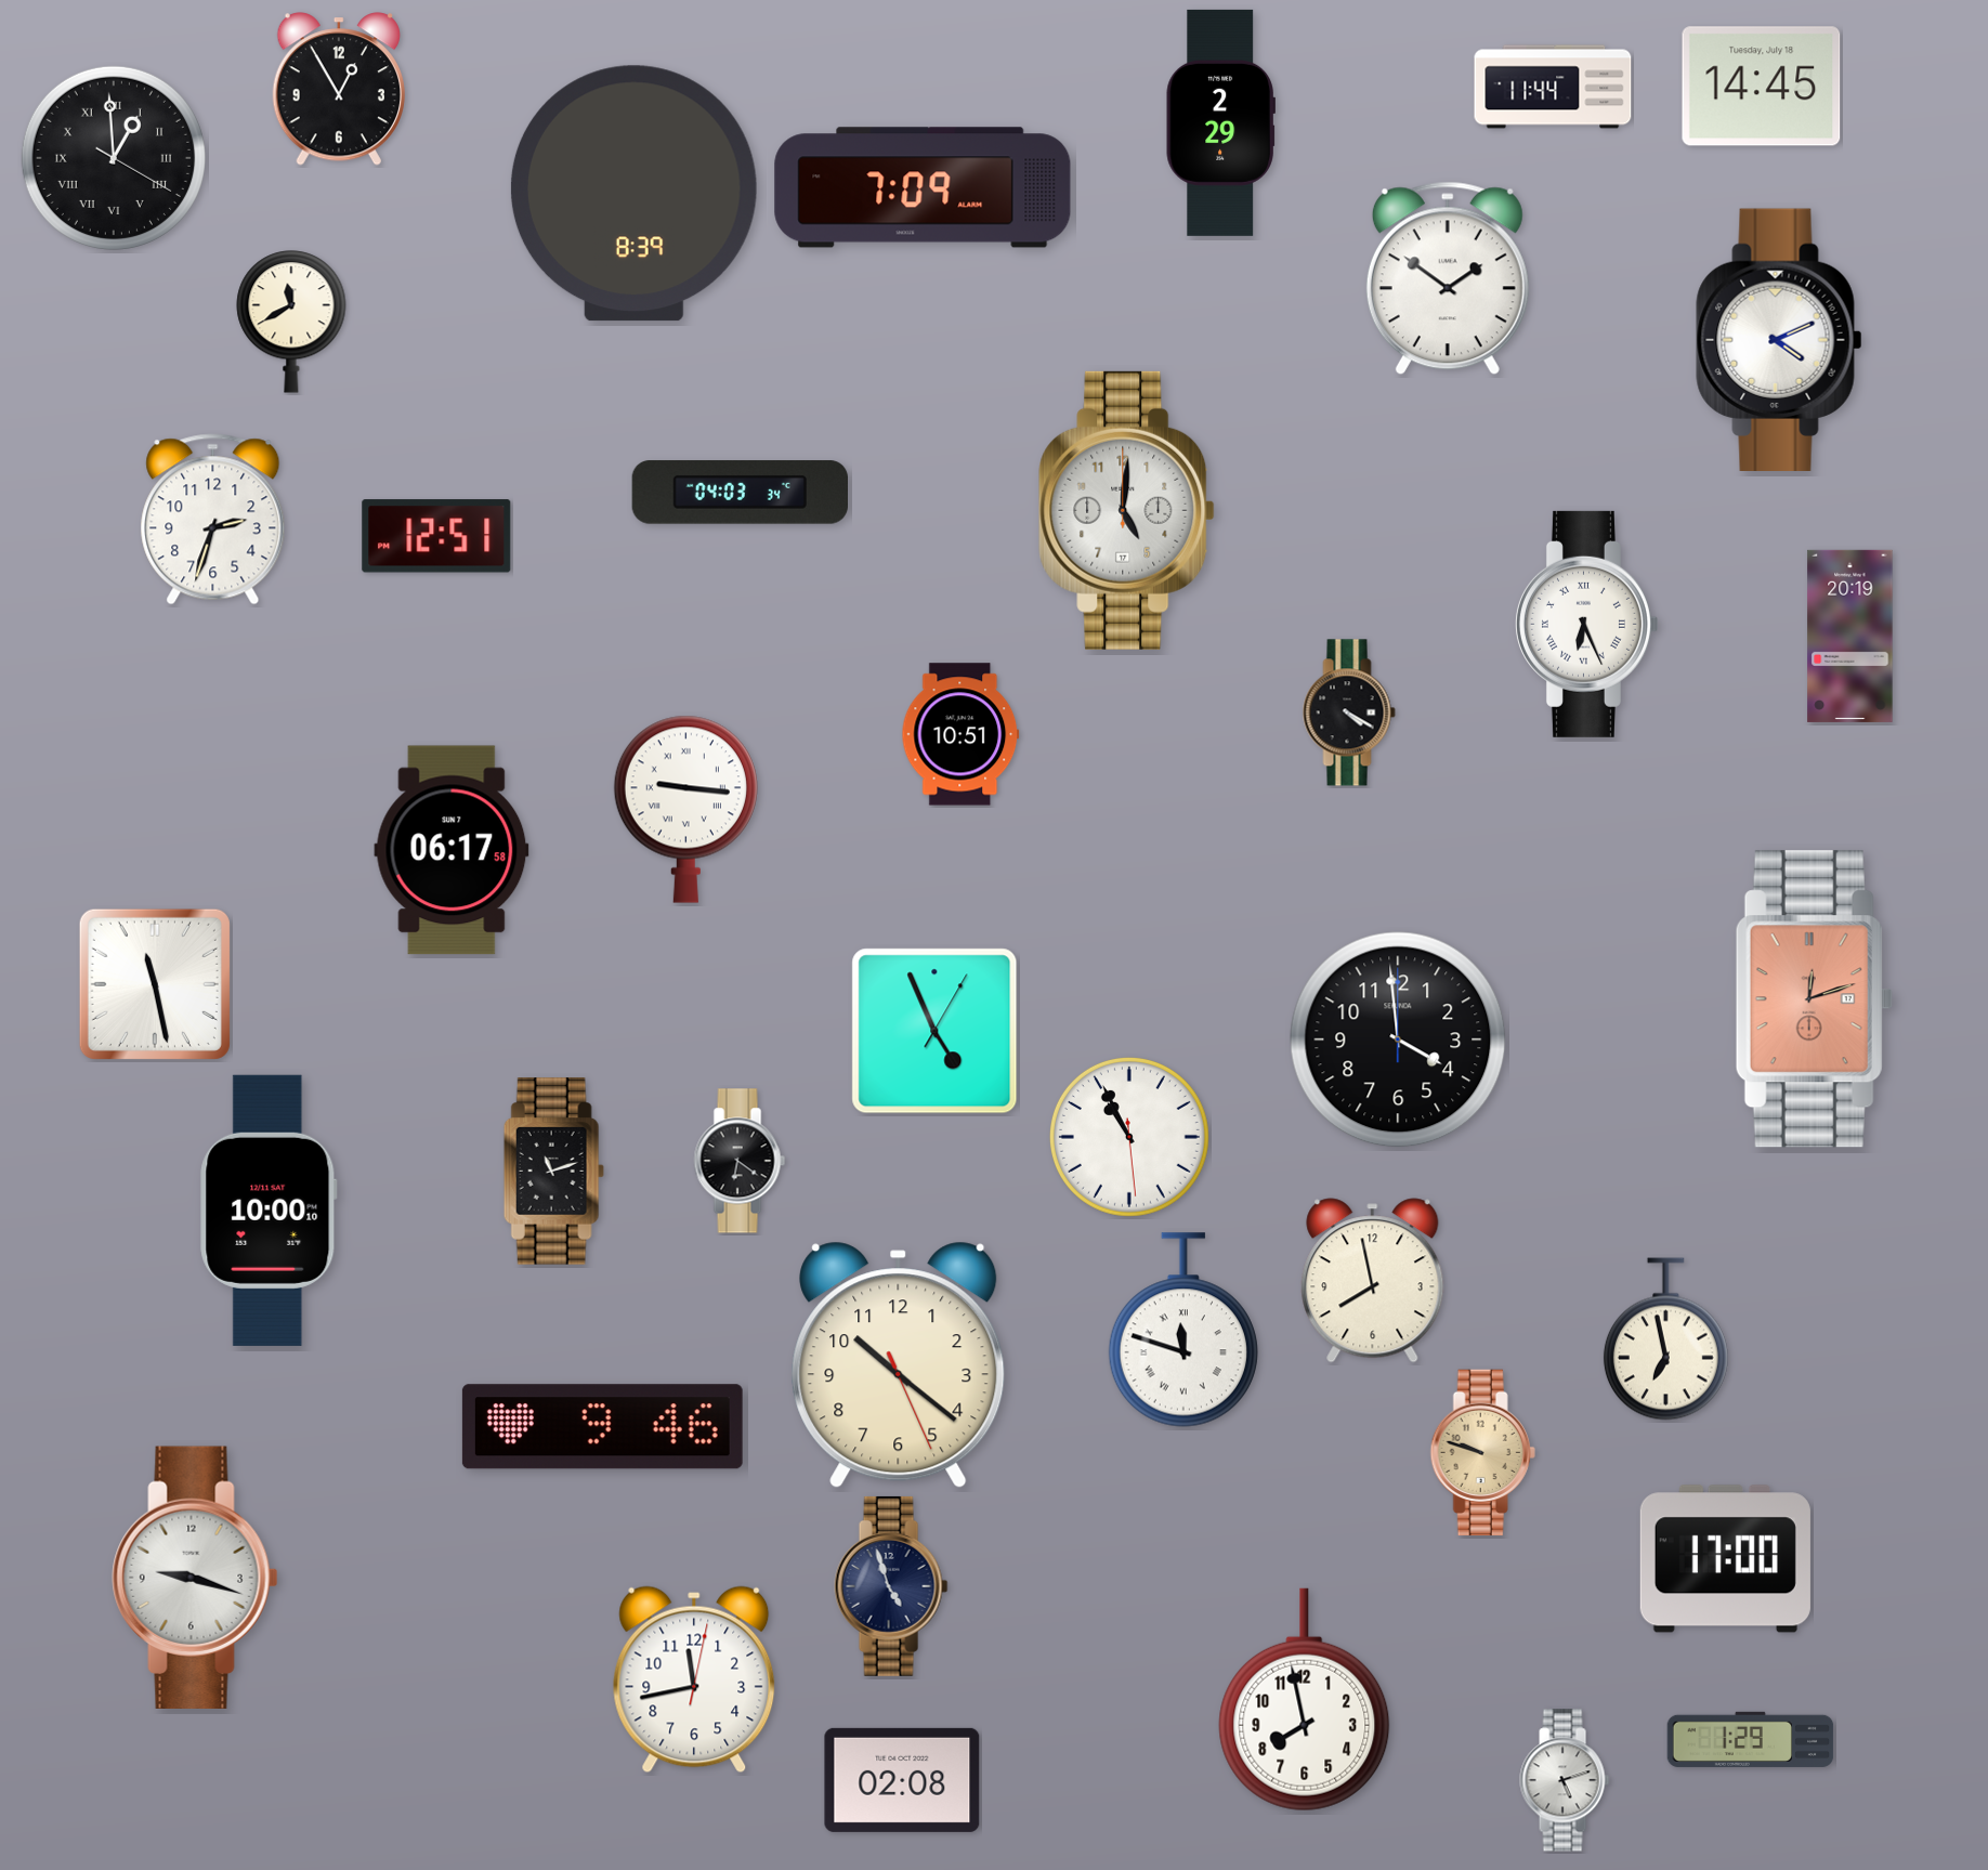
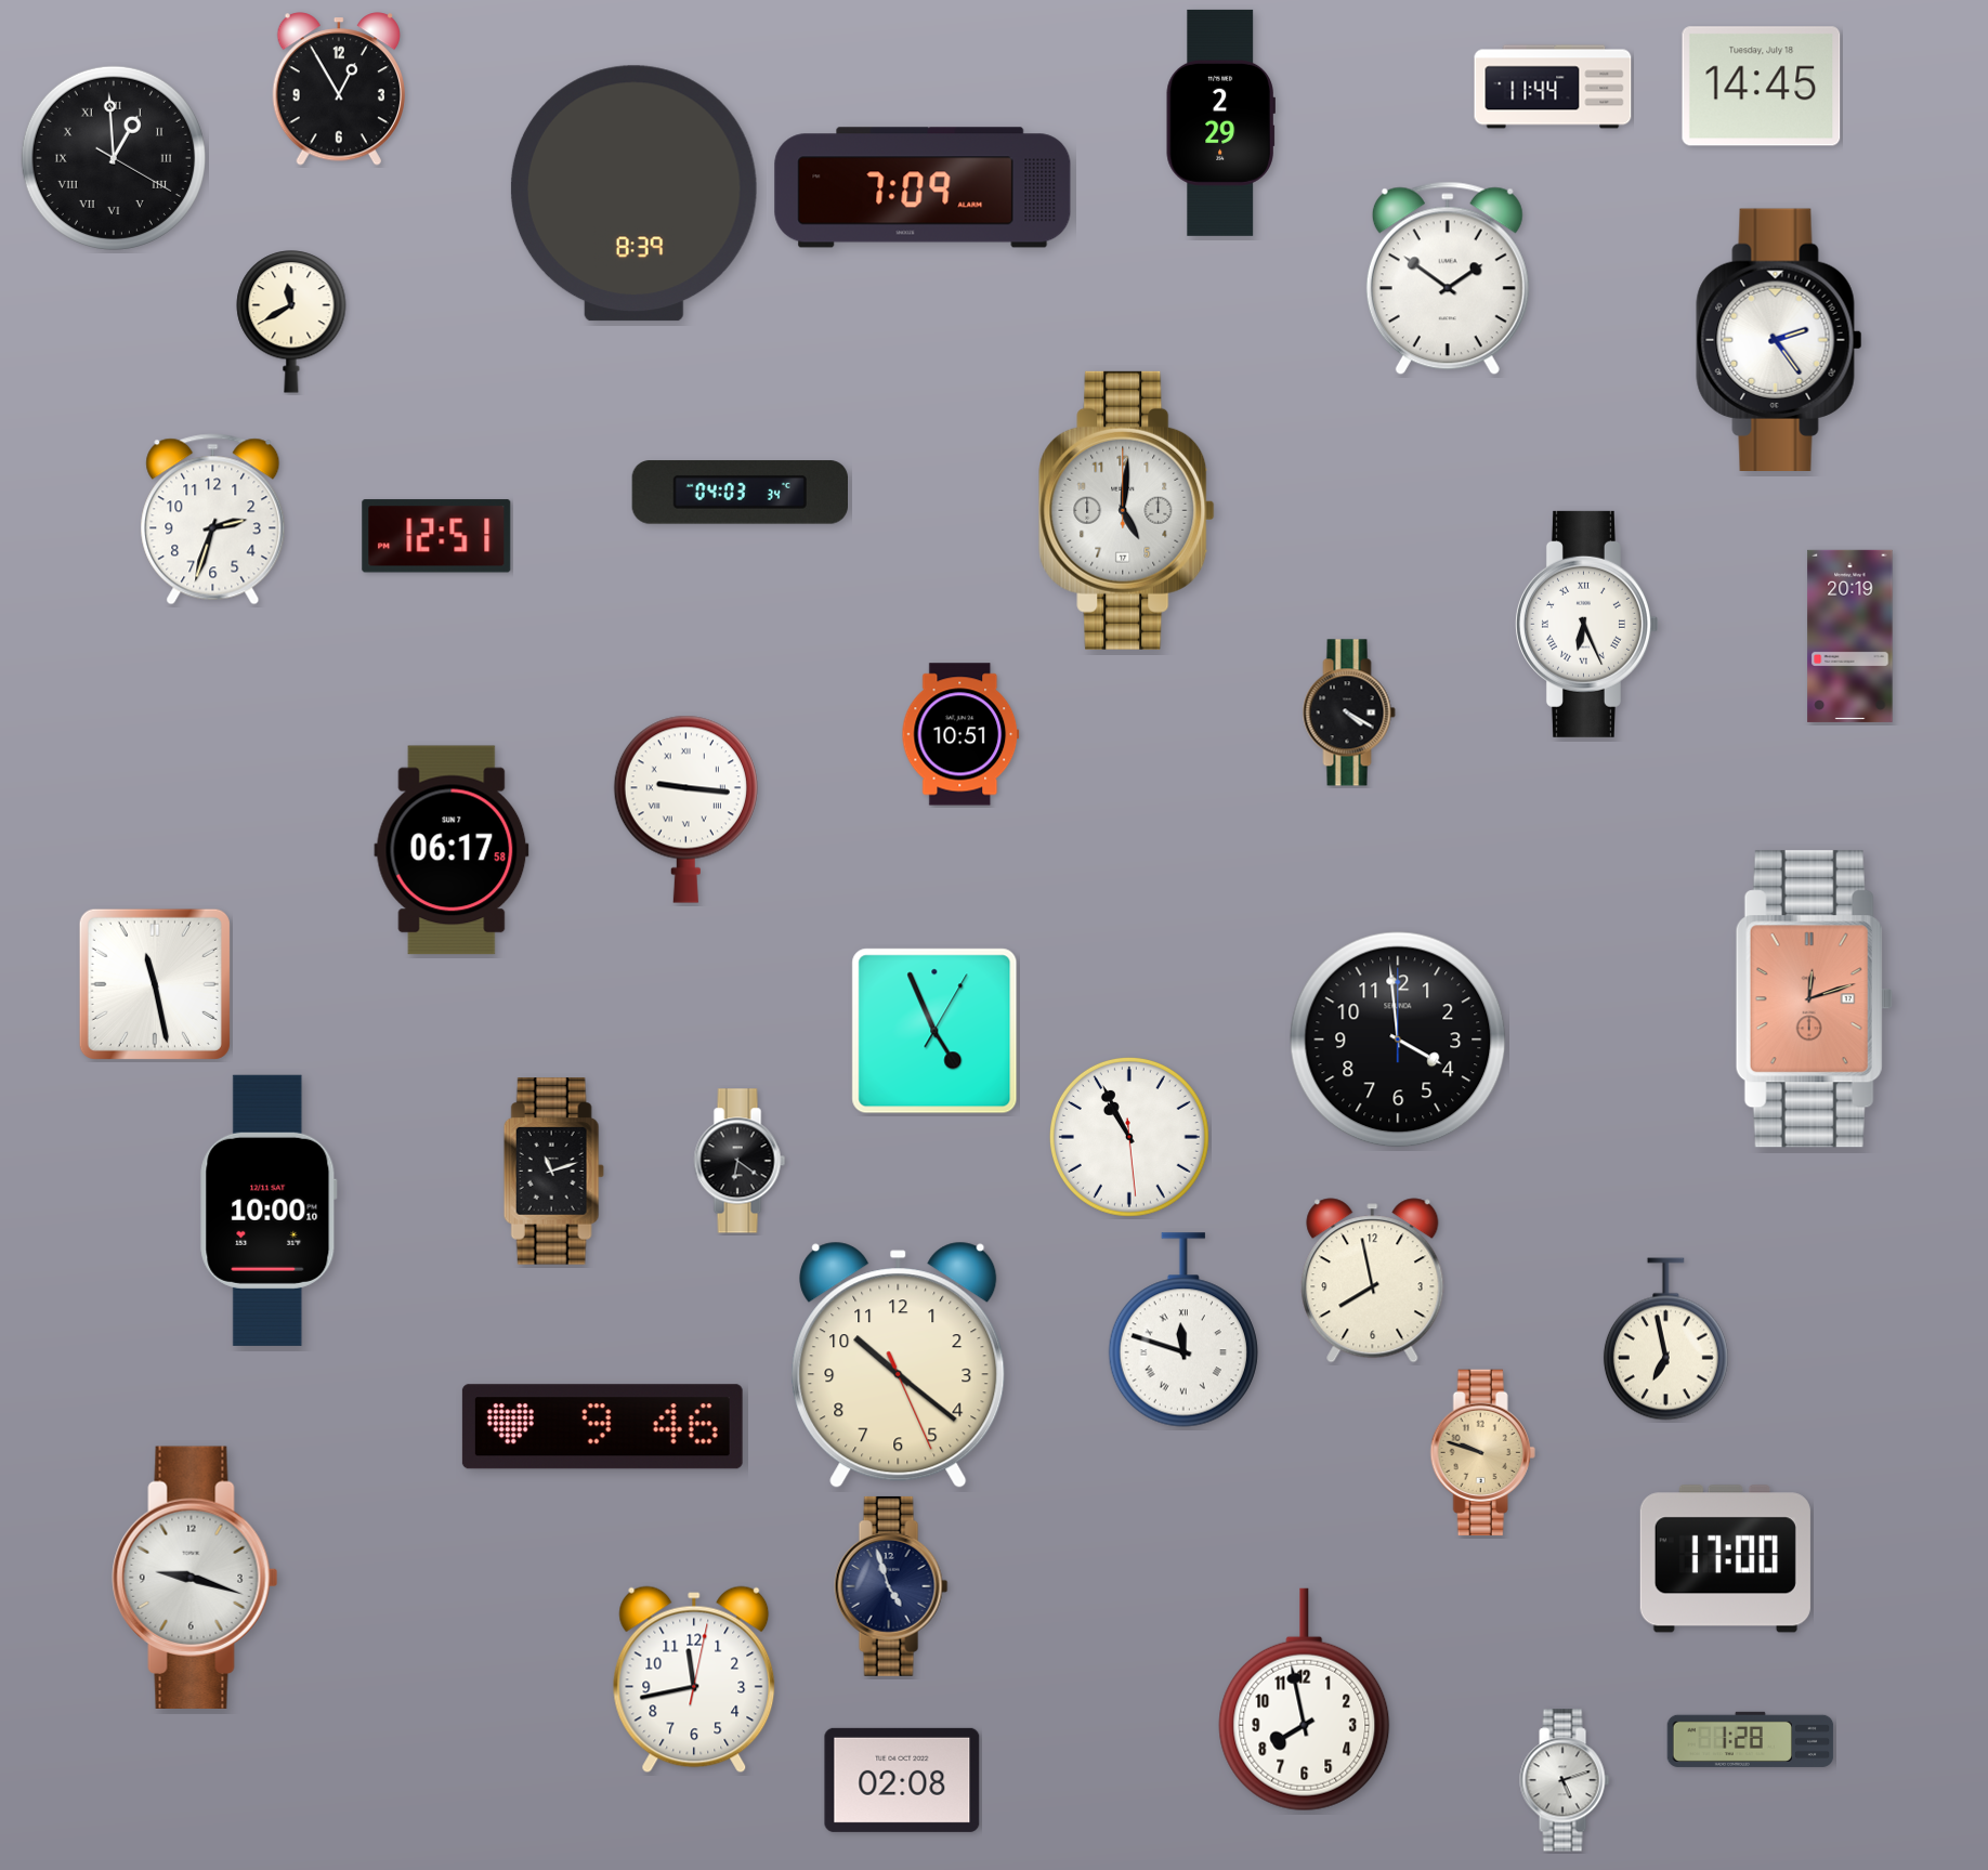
clock at (1779, 339): 4:11 -> 2:24
clock at (1751, 1739): 1:29 -> 1:28
